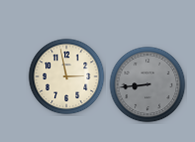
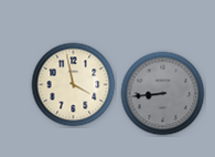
clock at (67, 77): 2:58 -> 3:58
